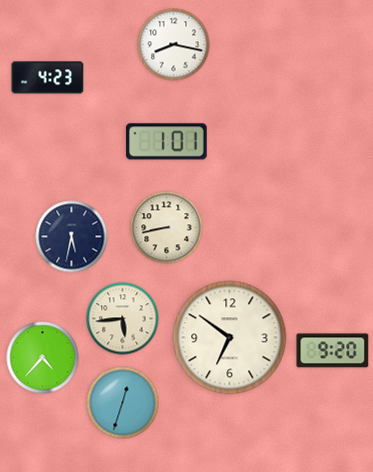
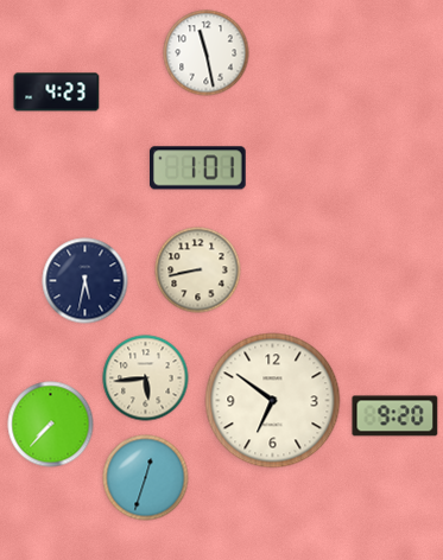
clock at (174, 45): 8:17 -> 11:28
clock at (43, 358): 4:37 -> 7:37
